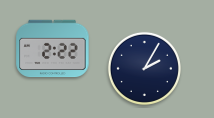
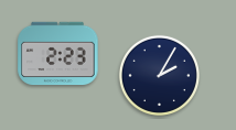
clock at (53, 49): 2:22 -> 2:23
